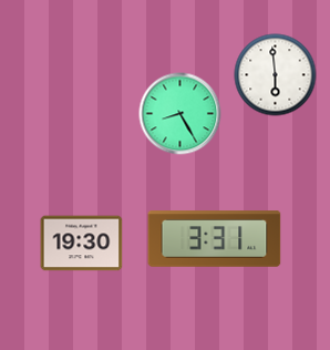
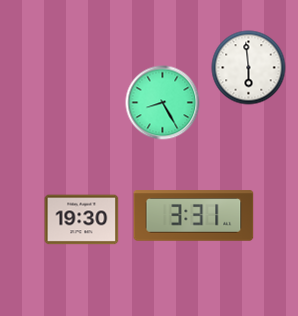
clock at (82, 244) position: (82, 244) -> (82, 220)
